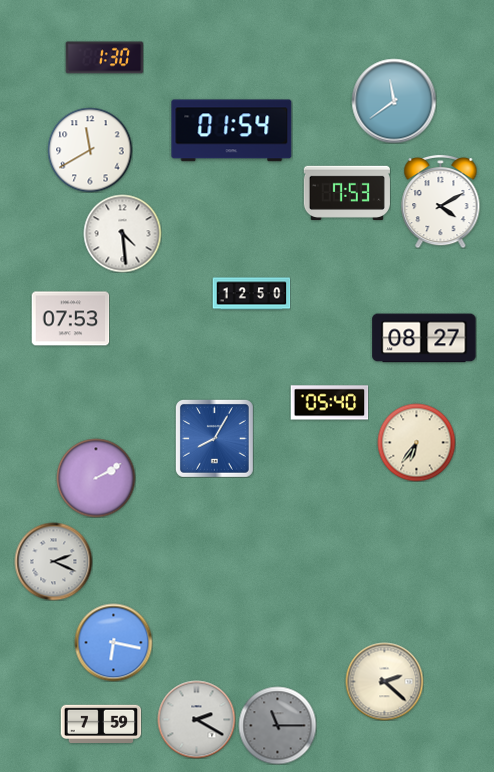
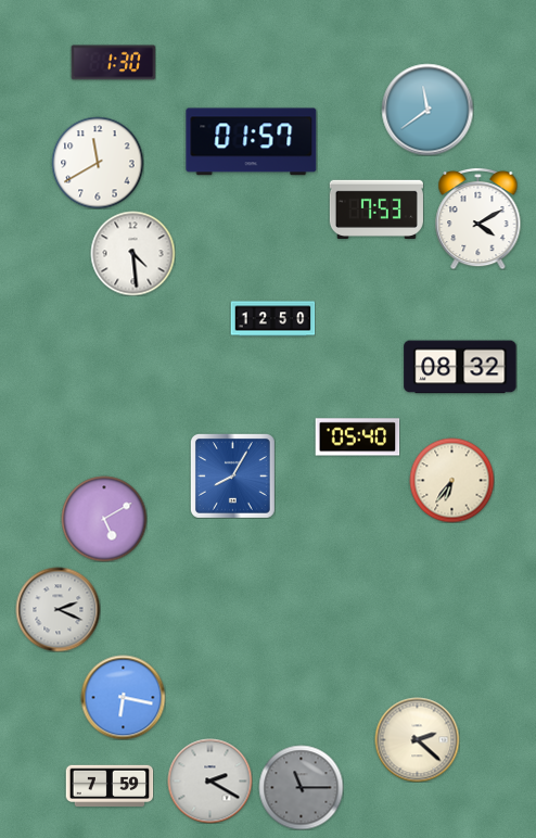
clock at (232, 131): 01:54 -> 01:57
clock at (70, 319): 07:53 -> none
clock at (424, 338): 08:27 -> 08:32
clock at (96, 478): 2:10 -> 5:10
clock at (196, 719) position: (196, 719) -> (209, 780)
